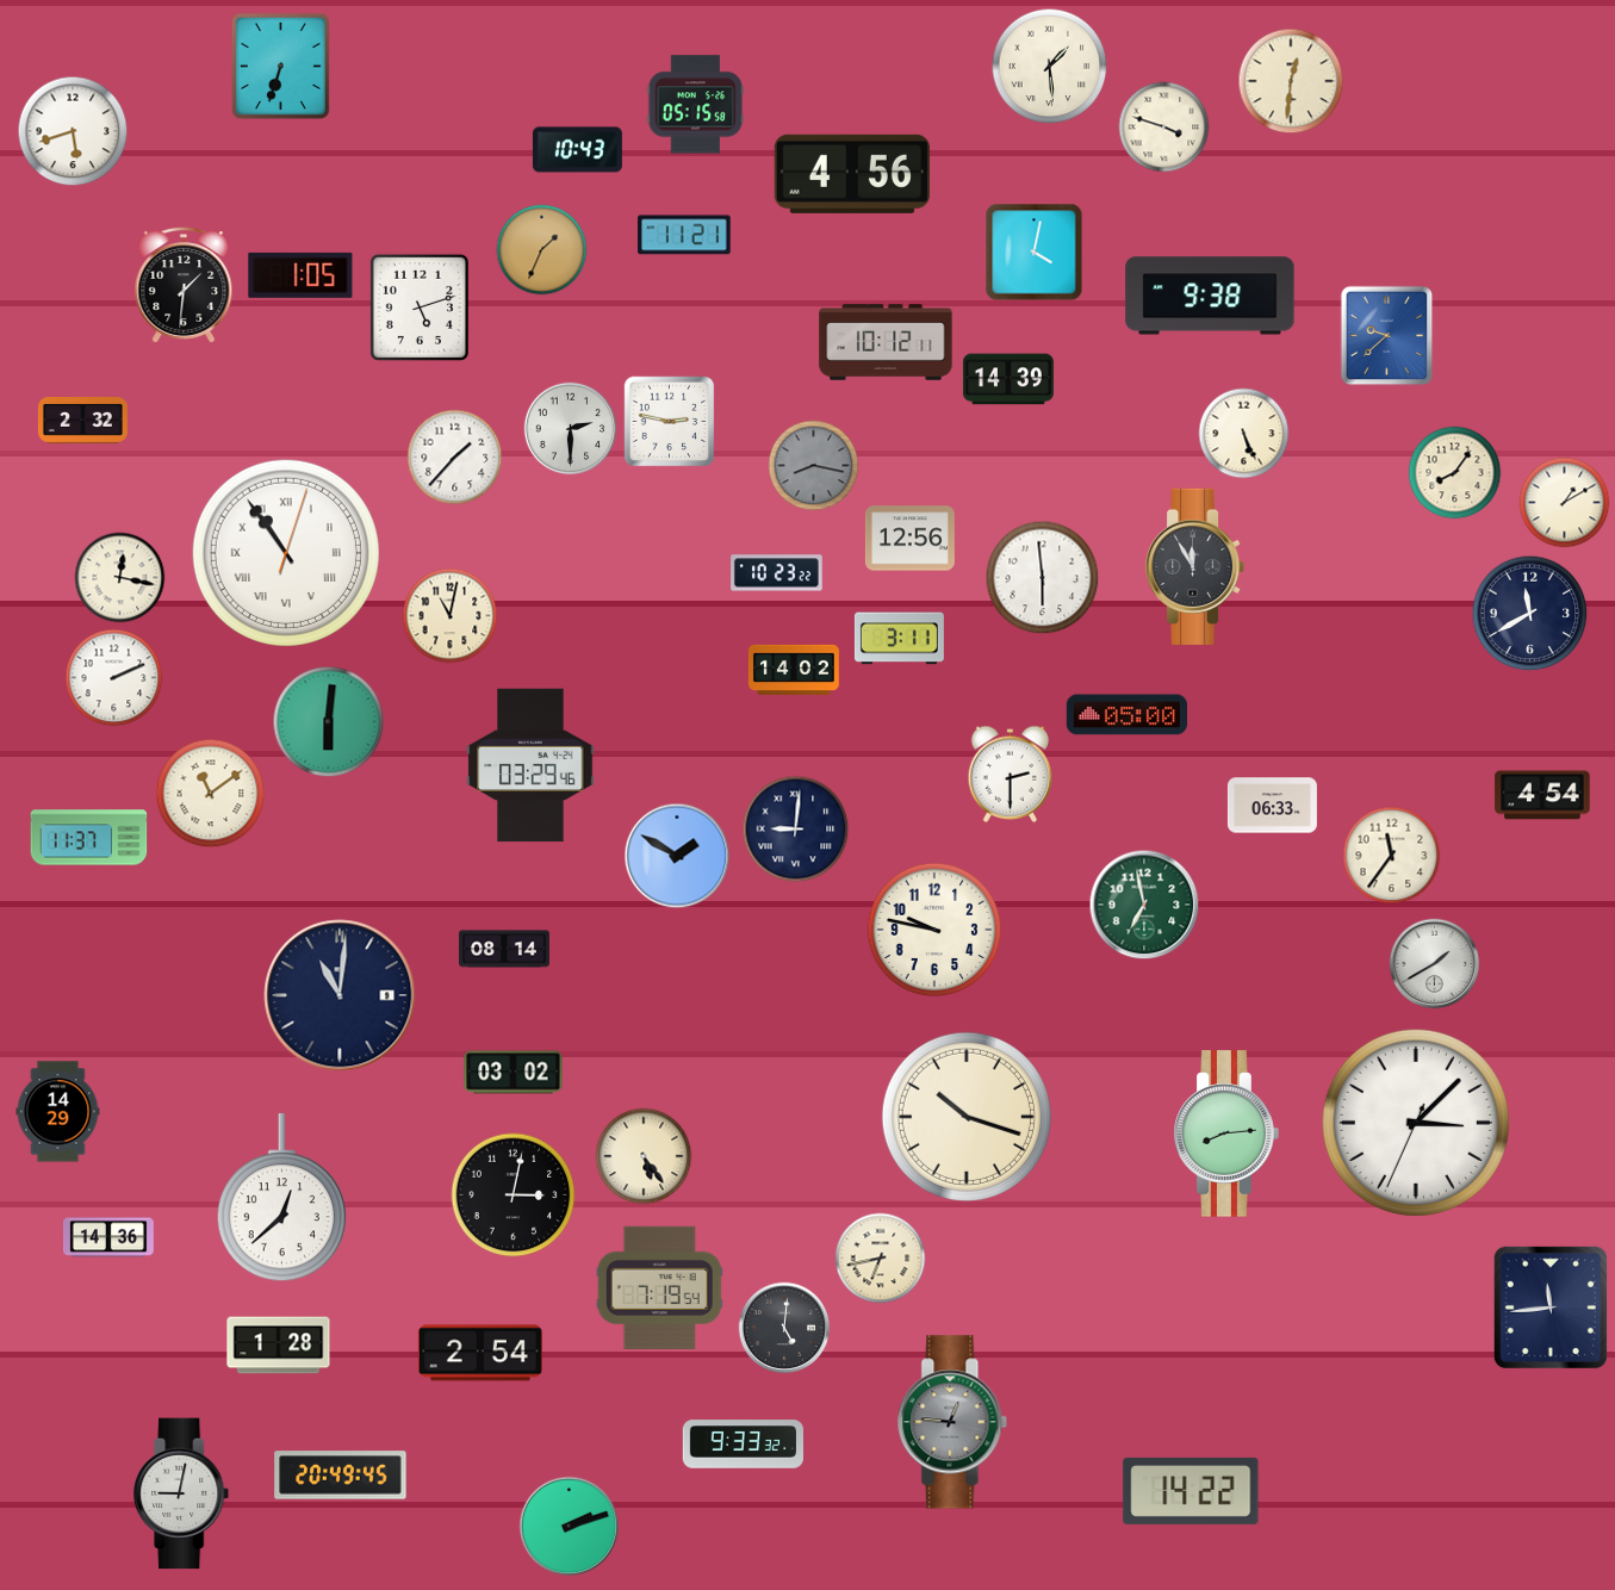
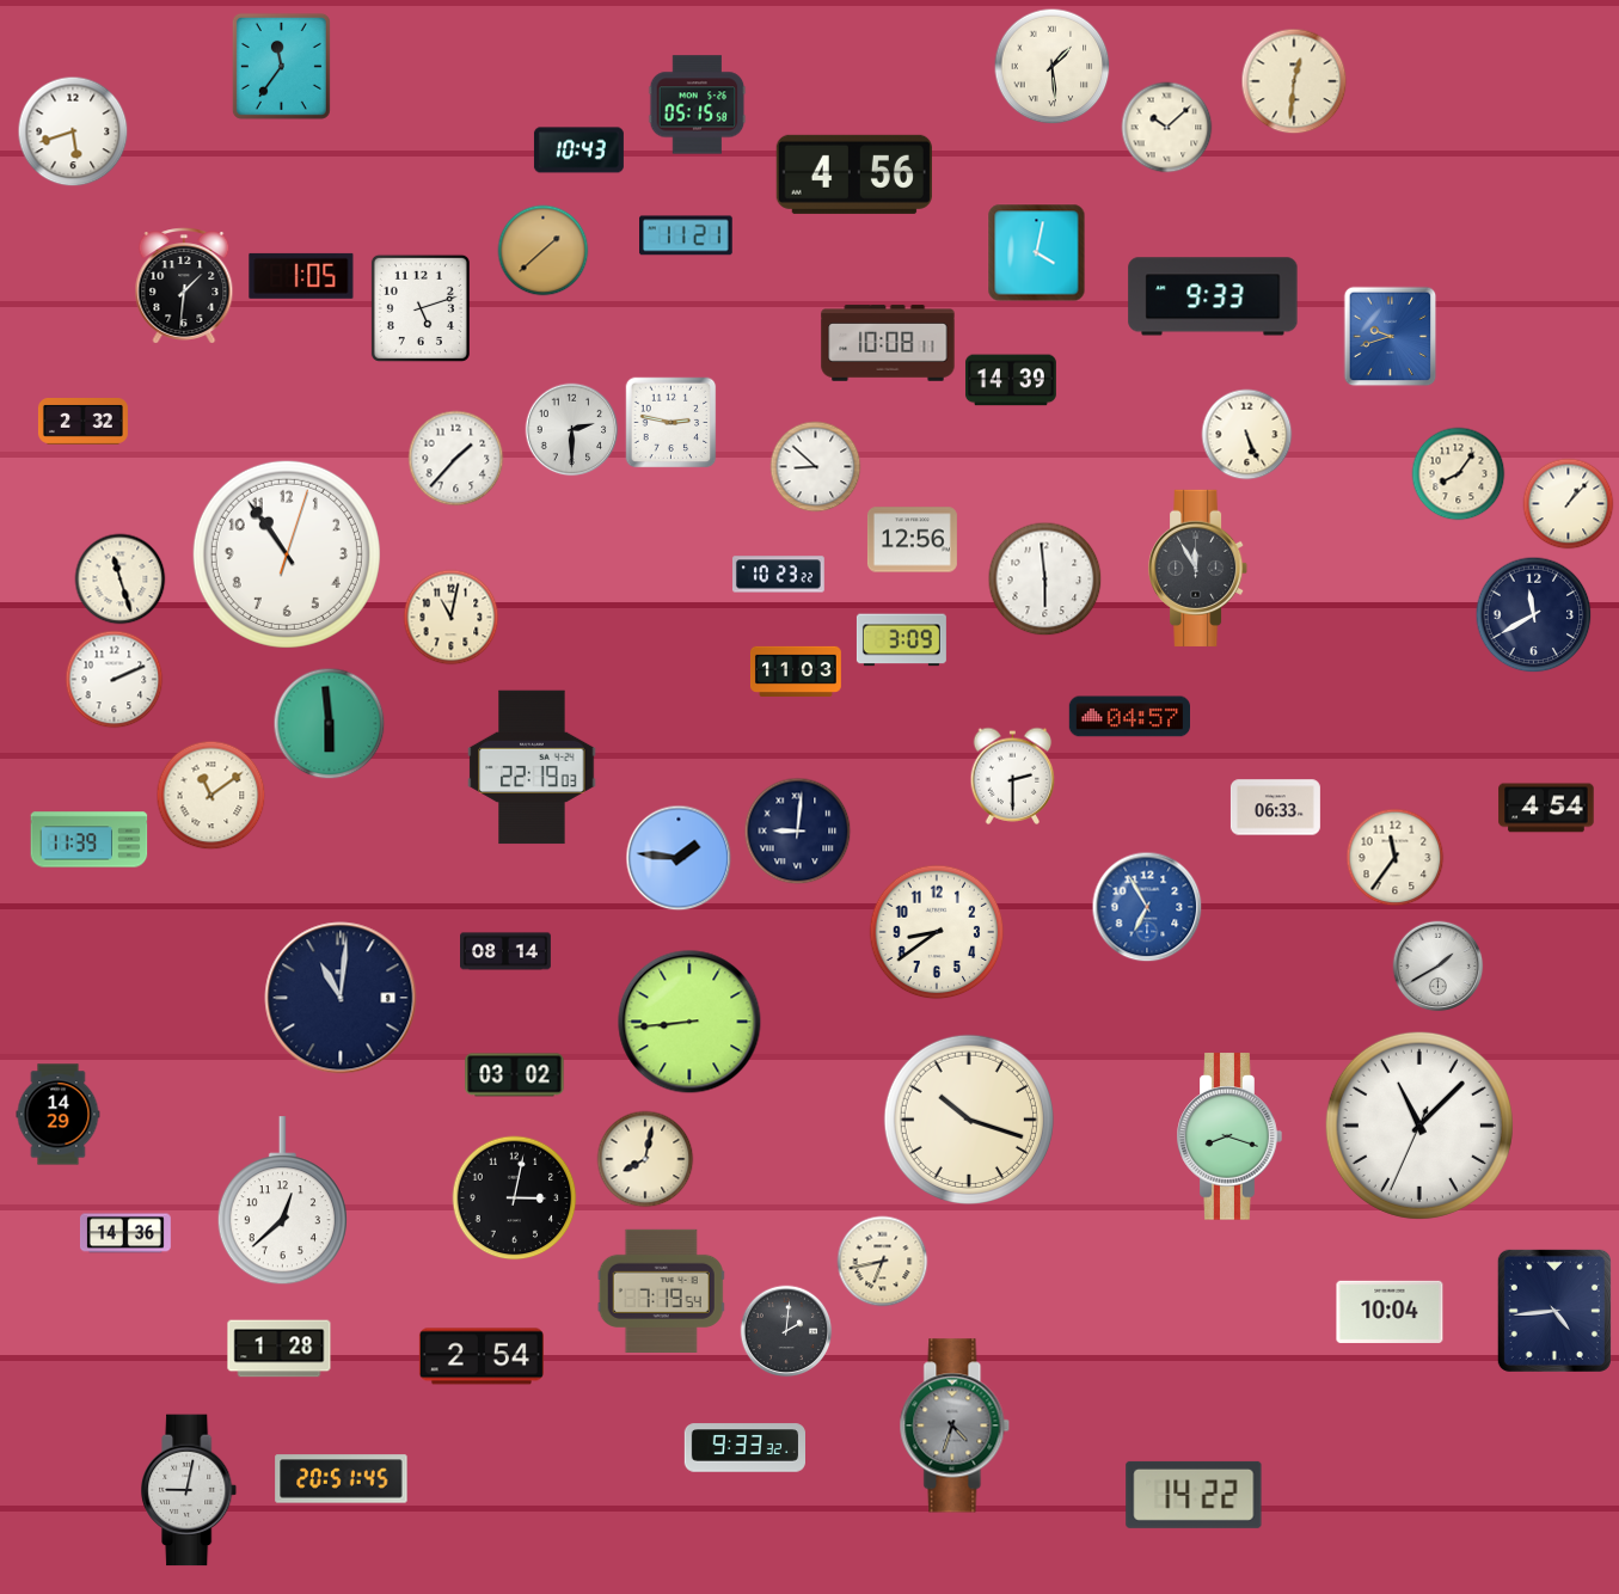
clock at (280, 66): 6:33 -> 11:36
clock at (1164, 128): 3:48 -> 10:08
clock at (542, 250): 1:34 -> 1:38
clock at (1210, 296): 9:38 -> 9:33
clock at (1387, 336): 9:38 -> 9:42
clock at (886, 342): 10:12 -> 10:08
clock at (814, 466): 8:17 -> 8:52
clock at (814, 466) dial: grey -> white
clock at (1565, 503): 1:10 -> 1:07
clock at (286, 553) numerals: Roman -> Arabic
clock at (120, 578): 12:17 -> 11:27
clock at (899, 639): 3:11 -> 3:09
clock at (794, 670): 14:02 -> 11:03
clock at (1126, 715): 05:00 -> 04:57
clock at (329, 722): 6:01 -> 5:59
clock at (530, 765): 03:29 -> 22:19
clock at (1542, 795) position: (1542, 795) -> (1546, 808)
clock at (89, 838): 11:37 -> 11:39
clock at (677, 856): 1:50 -> 1:46
clock at (1144, 905): 6:58 -> 6:55
clock at (1144, 905) dial: green -> blue
clock at (934, 930): 9:47 -> 8:39
clock at (689, 1022): none -> 8:44
clock at (1416, 1123): 3:07 -> 11:07
clock at (1226, 1134): 8:14 -> 8:18
clock at (644, 1156): 5:24 -> 8:02
clock at (108, 1237) position: (108, 1237) -> (125, 1233)
clock at (1551, 1308): 11:44 -> 4:44
clock at (1390, 1312): none -> 10:04
clock at (784, 1328): 5:01 -> 2:01
clock at (952, 1422): 12:46 -> 4:33
clock at (341, 1476): 20:49 -> 20:51
clock at (182, 1493) position: (182, 1493) -> (190, 1490)
clock at (570, 1527): 2:12 -> none
